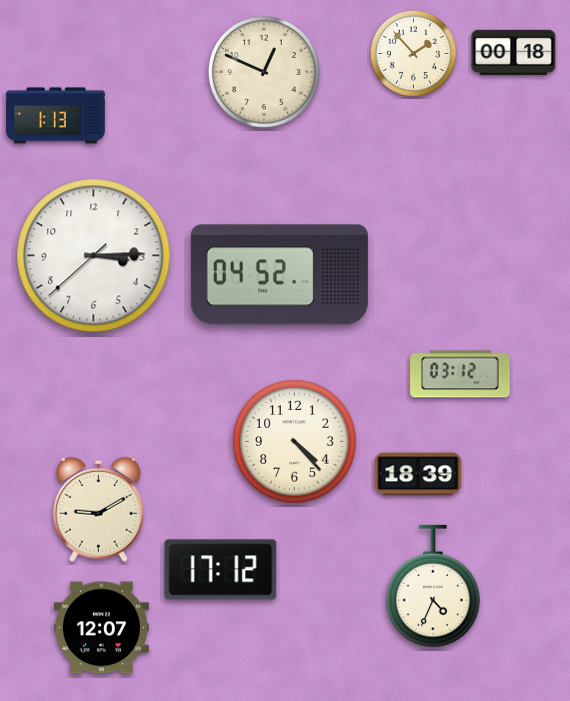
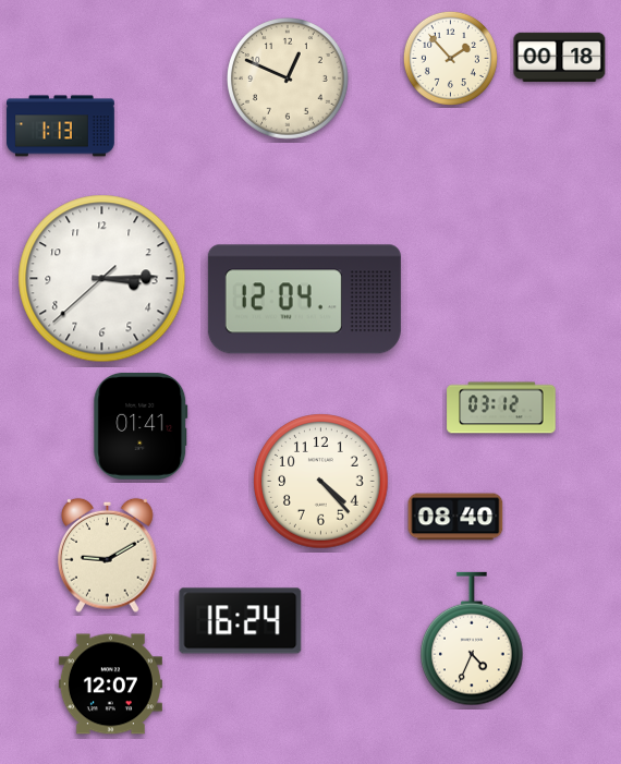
clock at (279, 275): 04:52 -> 12:04
clock at (141, 426): none -> 01:41
clock at (418, 474): 18:39 -> 08:40
clock at (221, 570): 17:12 -> 16:24
